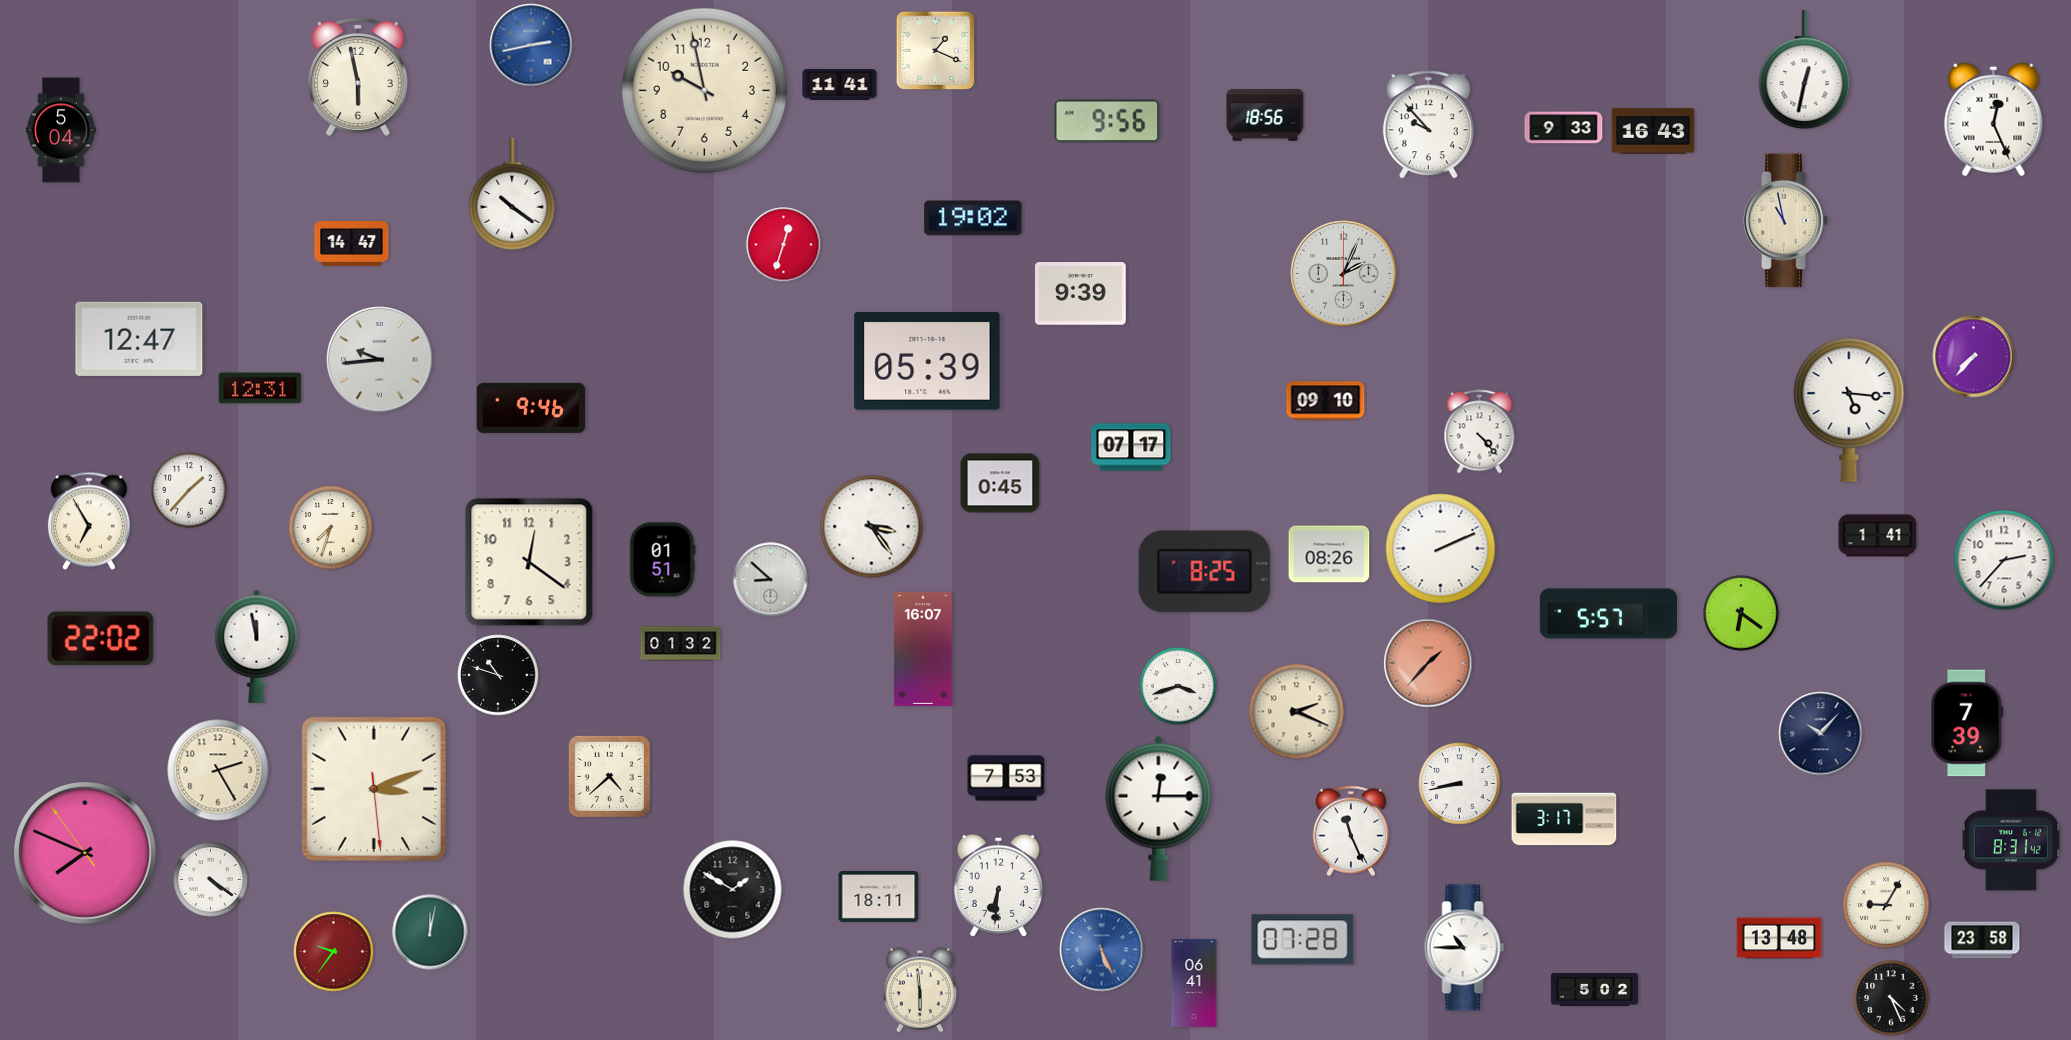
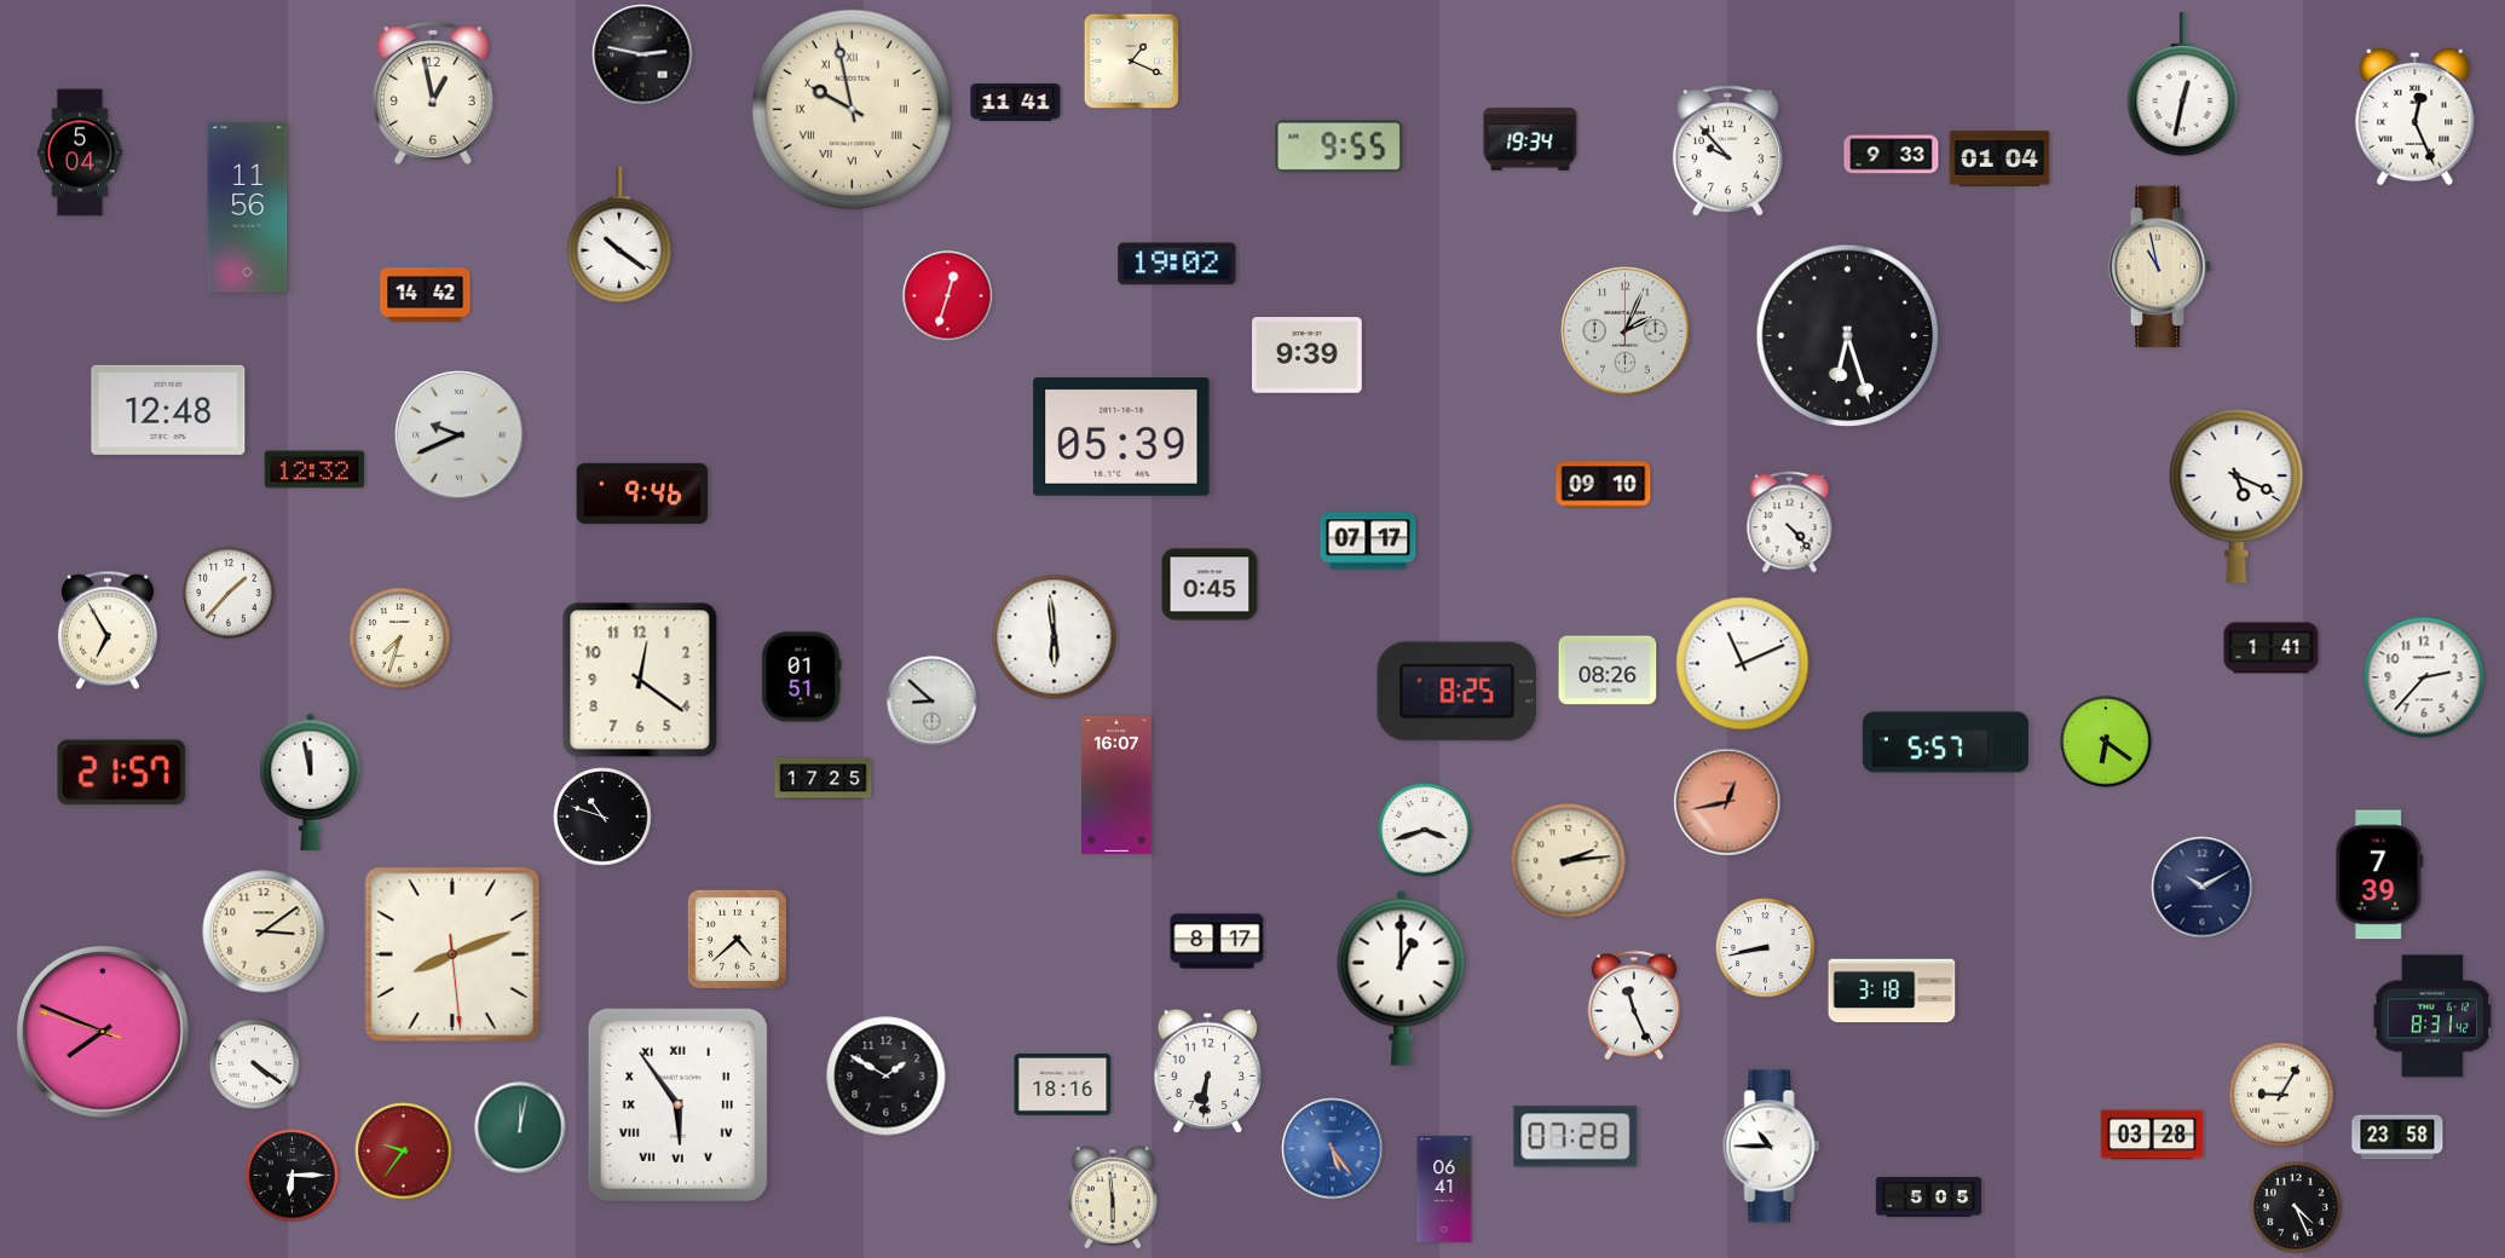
clock at (531, 45): 2:43 -> 2:47
clock at (531, 45) dial: blue -> black
clock at (358, 77): 5:58 -> 12:58
clock at (704, 90) numerals: Arabic -> Roman
clock at (1265, 115): 18:56 -> 19:34
clock at (1994, 119) position: (1994, 119) -> (2415, 116)
clock at (1107, 121): 9:56 -> 9:55
clock at (61, 130) position: (61, 130) -> (80, 152)
clock at (1653, 131): 16:43 -> 01:04
clock at (248, 207): none -> 11:56
clock at (352, 244): 14:47 -> 14:42
clock at (1848, 336): none -> 6:27
clock at (139, 339): 12:47 -> 12:48
clock at (1974, 357): 7:37 -> none
clock at (380, 360): 9:44 -> 9:41
clock at (260, 388): 12:31 -> 12:32
clock at (1849, 410): 5:16 -> 5:19
clock at (872, 527): 3:24 -> 5:59
clock at (1441, 549): 2:11 -> 11:11
clock at (101, 639): 22:02 -> 21:57
clock at (681, 644): 01:32 -> 17:25
clock at (1428, 663): 1:37 -> 12:43
clock at (1297, 712): 2:19 -> 2:14
clock at (1821, 734): 10:07 -> 10:10
clock at (218, 770): 2:25 -> 3:09
clock at (1006, 778): 7:53 -> 8:17
clock at (373, 788): 3:11 -> 8:11
clock at (1159, 808): 12:15 -> 1:00
clock at (1564, 819): 3:17 -> 3:18
clock at (85, 853): 7:48:54 -> 7:48:48
clock at (879, 896): 18:11 -> 18:16
clock at (677, 1104): none -> 5:54
clock at (1779, 938): 13:48 -> 03:28
clock at (1102, 950): 5:26 -> 5:24
clock at (293, 1176): none -> 6:15
clock at (1594, 990): 5:02 -> 5:05
clock at (1891, 998) position: (1891, 998) -> (2296, 1207)
